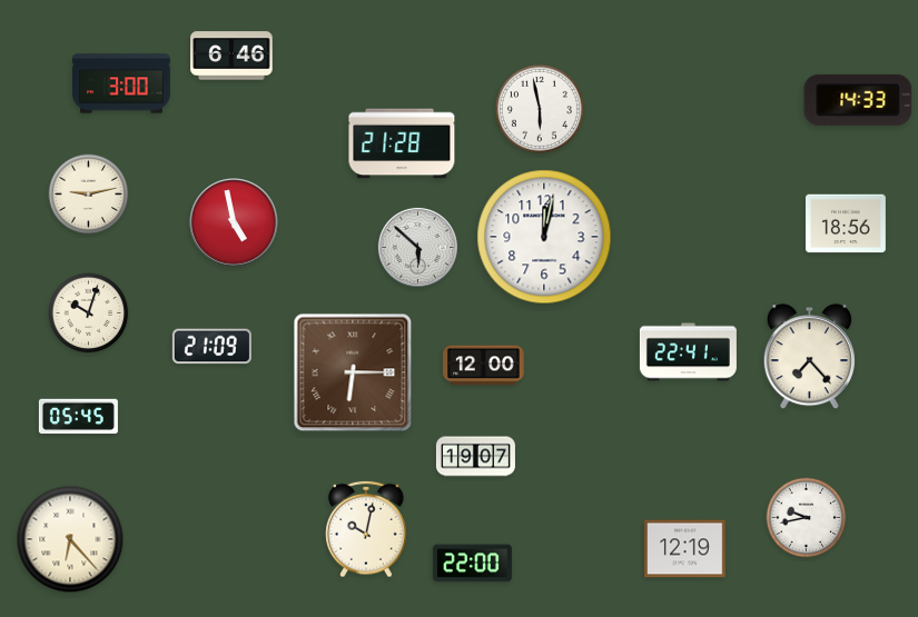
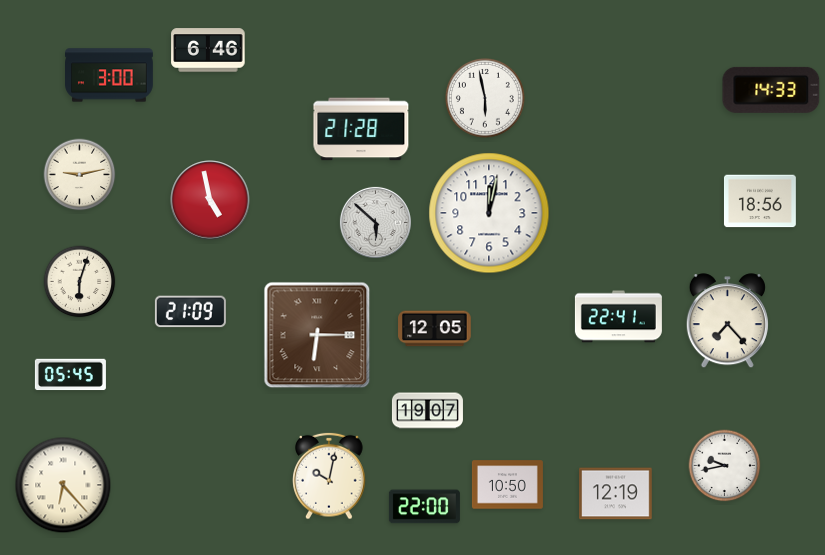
clock at (89, 314): 10:03 -> 6:03
clock at (484, 366): 12:00 -> 12:05
clock at (507, 485): none -> 10:50
